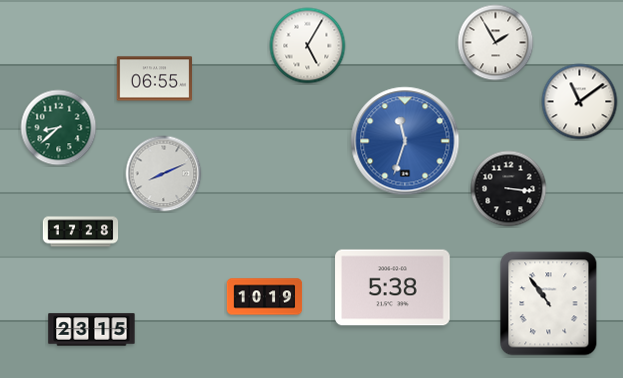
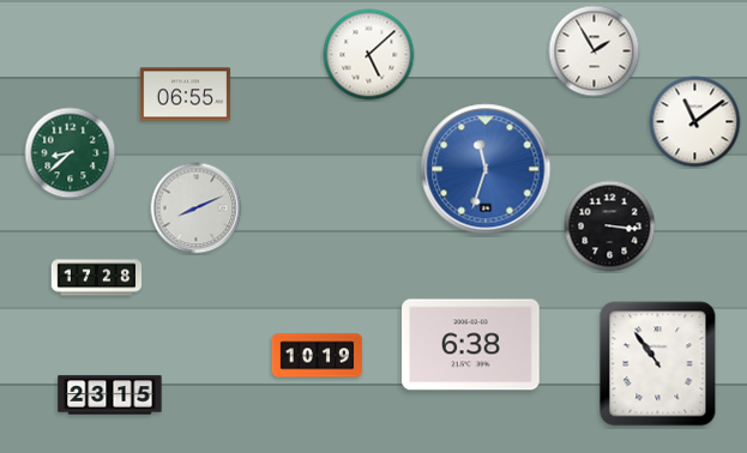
clock at (308, 46): 5:05 -> 5:08
clock at (393, 288): 5:38 -> 6:38
